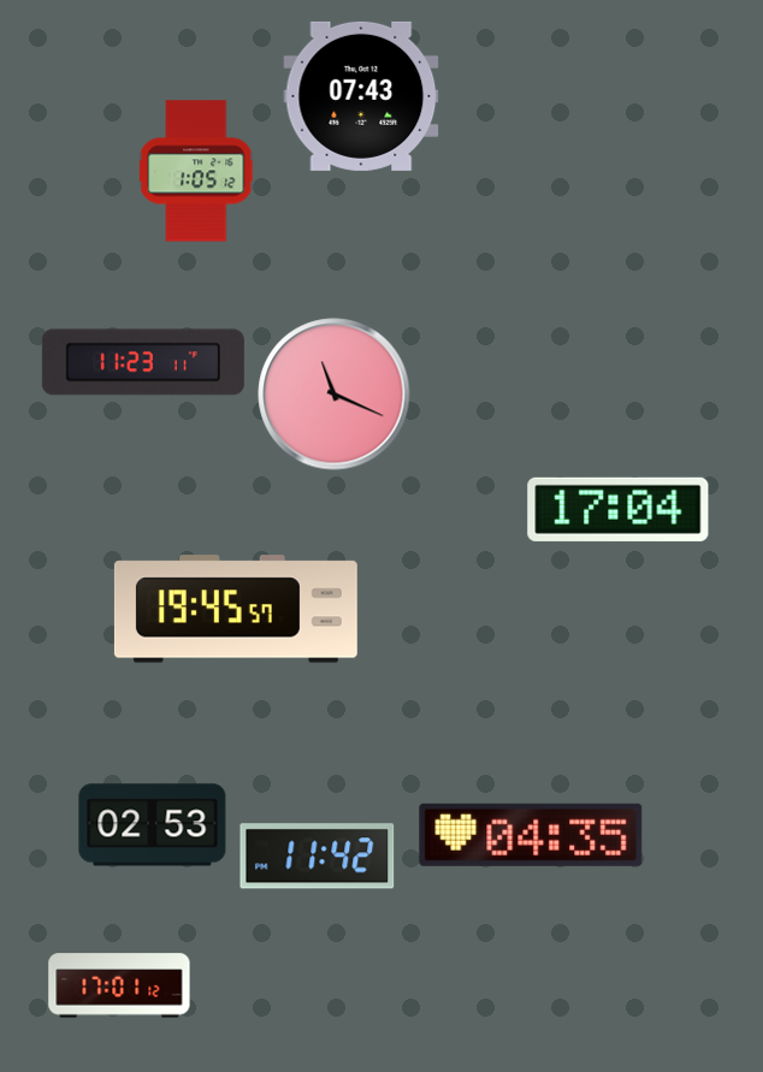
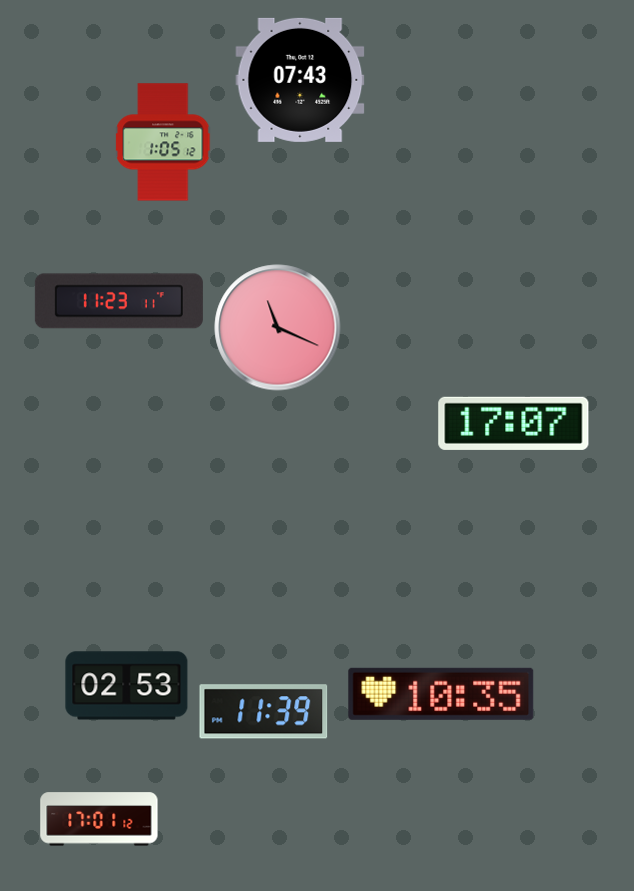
clock at (619, 509): 17:04 -> 17:07
clock at (236, 609): 19:45 -> none
clock at (531, 835): 04:35 -> 10:35
clock at (318, 857): 11:42 -> 11:39
